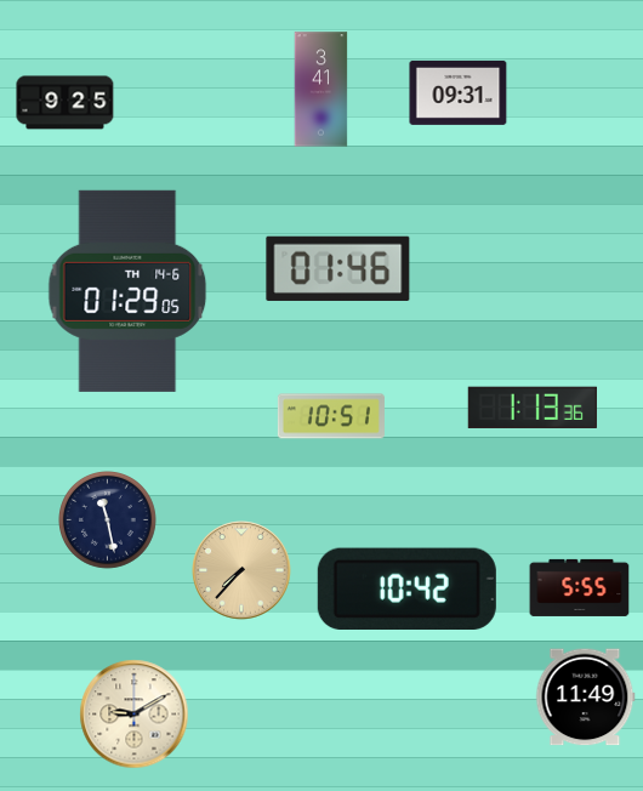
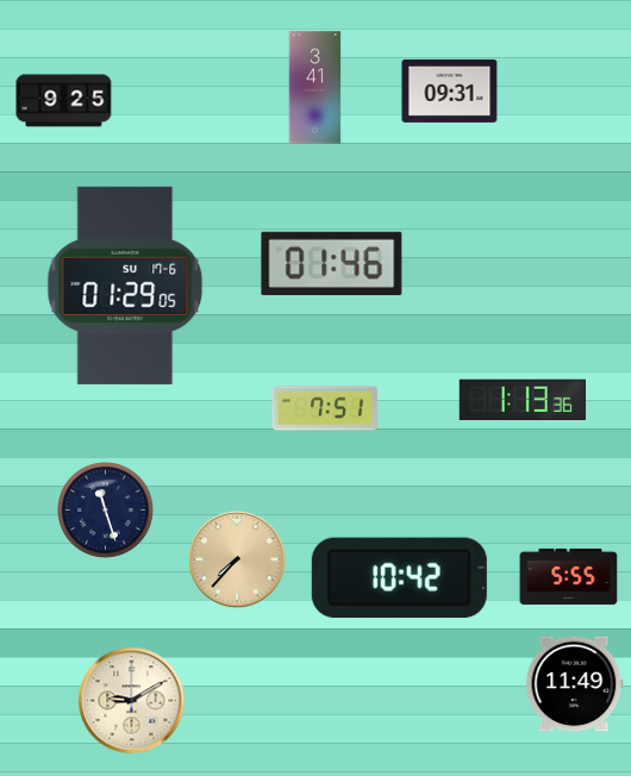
clock at (127, 291) date: TH 14-6 -> SU 17-6
clock at (331, 416): 10:51 -> 7:51
clock at (108, 520): 11:28 -> 11:27
